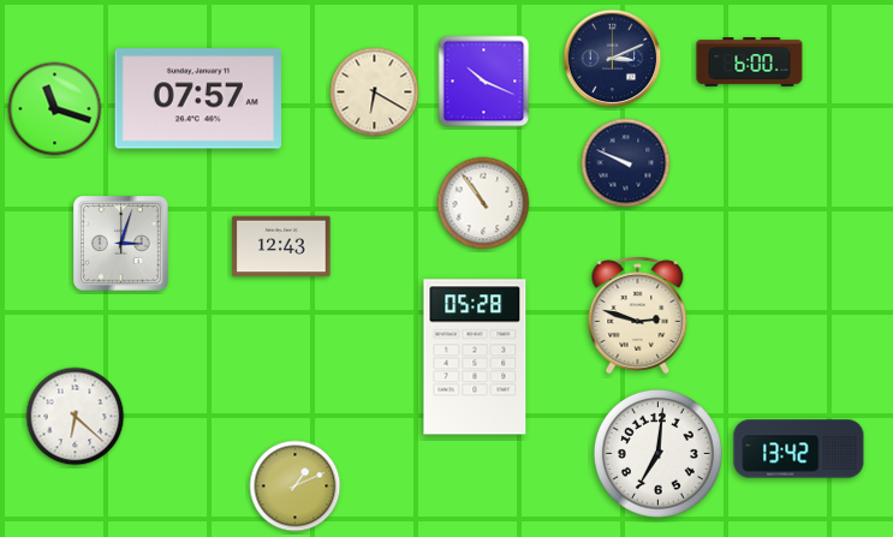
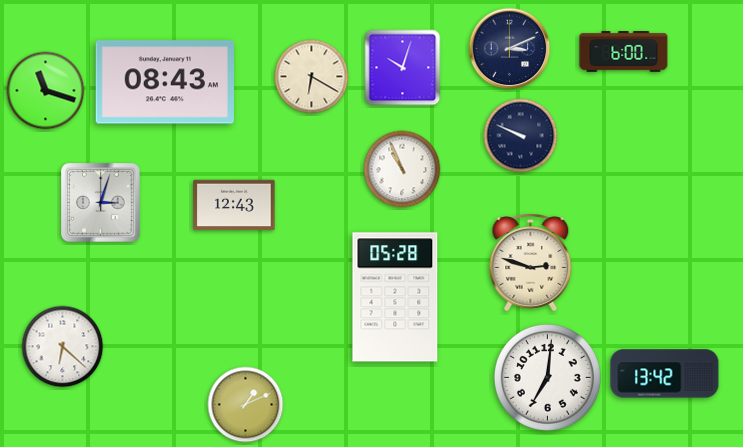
clock at (484, 82): 10:19 -> 10:03
clock at (197, 99): 07:57 -> 08:43
clock at (483, 203): 10:54 -> 10:56
